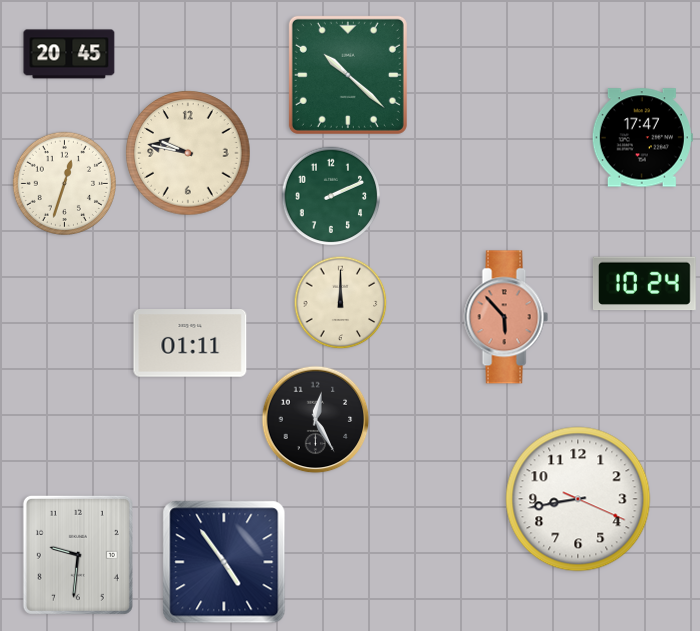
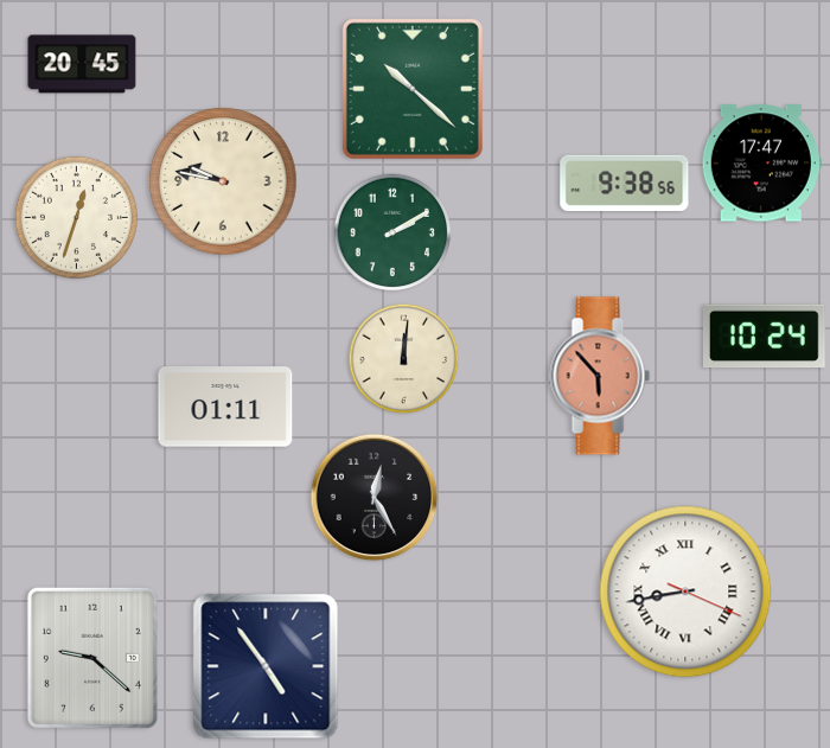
clock at (625, 183): none -> 9:38
clock at (331, 196): 2:11 -> 2:10
clock at (341, 303): 12:00 -> 12:01
clock at (578, 499) numerals: Arabic -> Roman
clock at (78, 555): 9:31 -> 9:22
